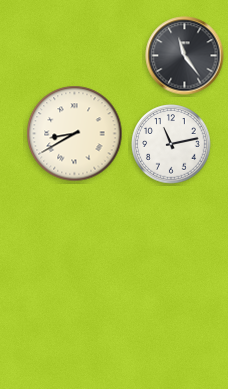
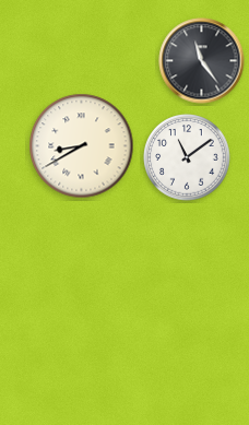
clock at (171, 144): 11:13 -> 11:09
